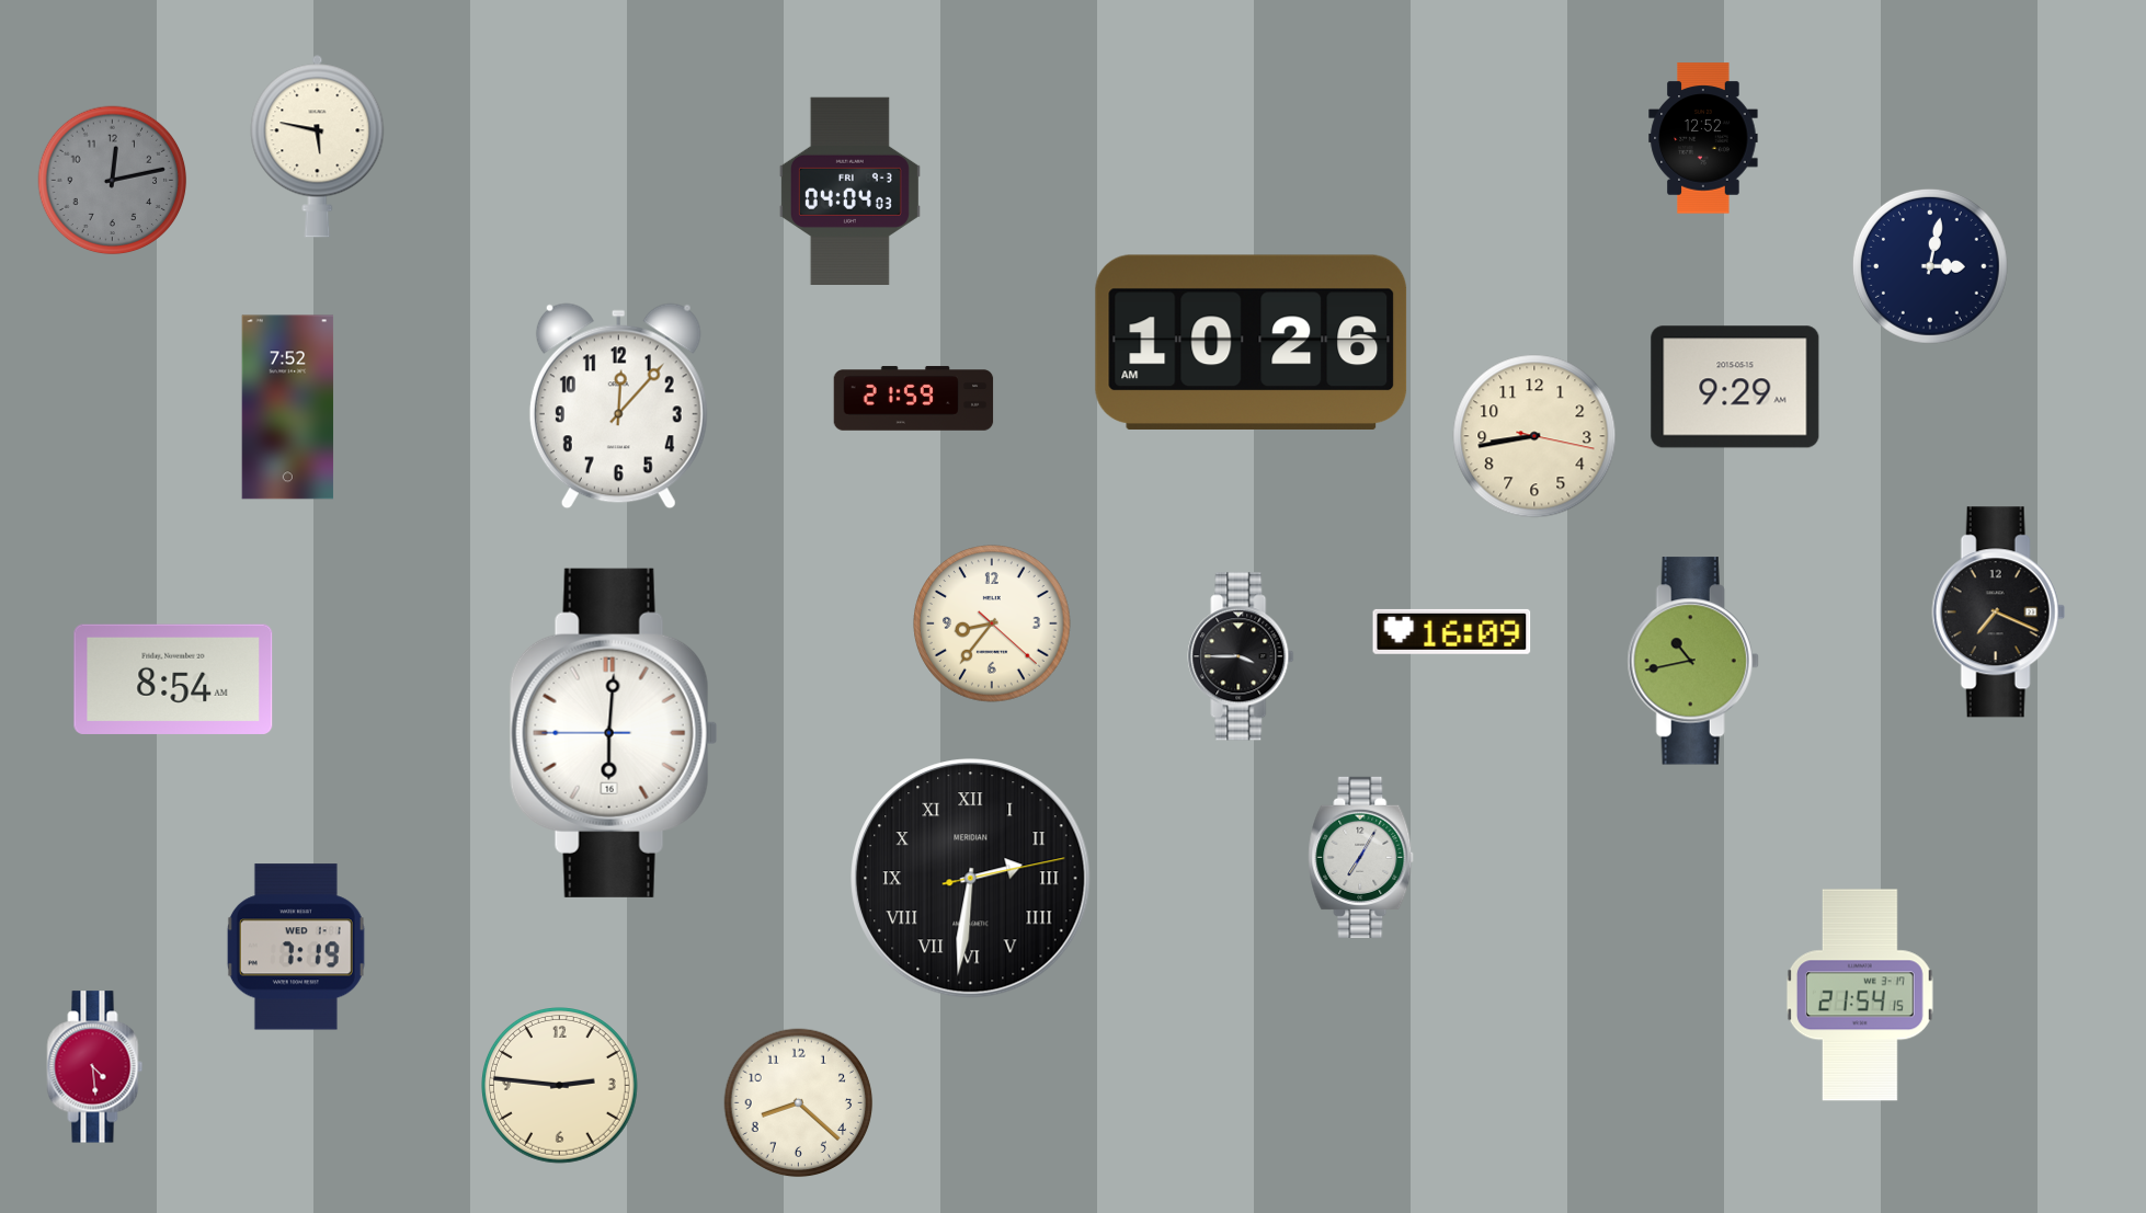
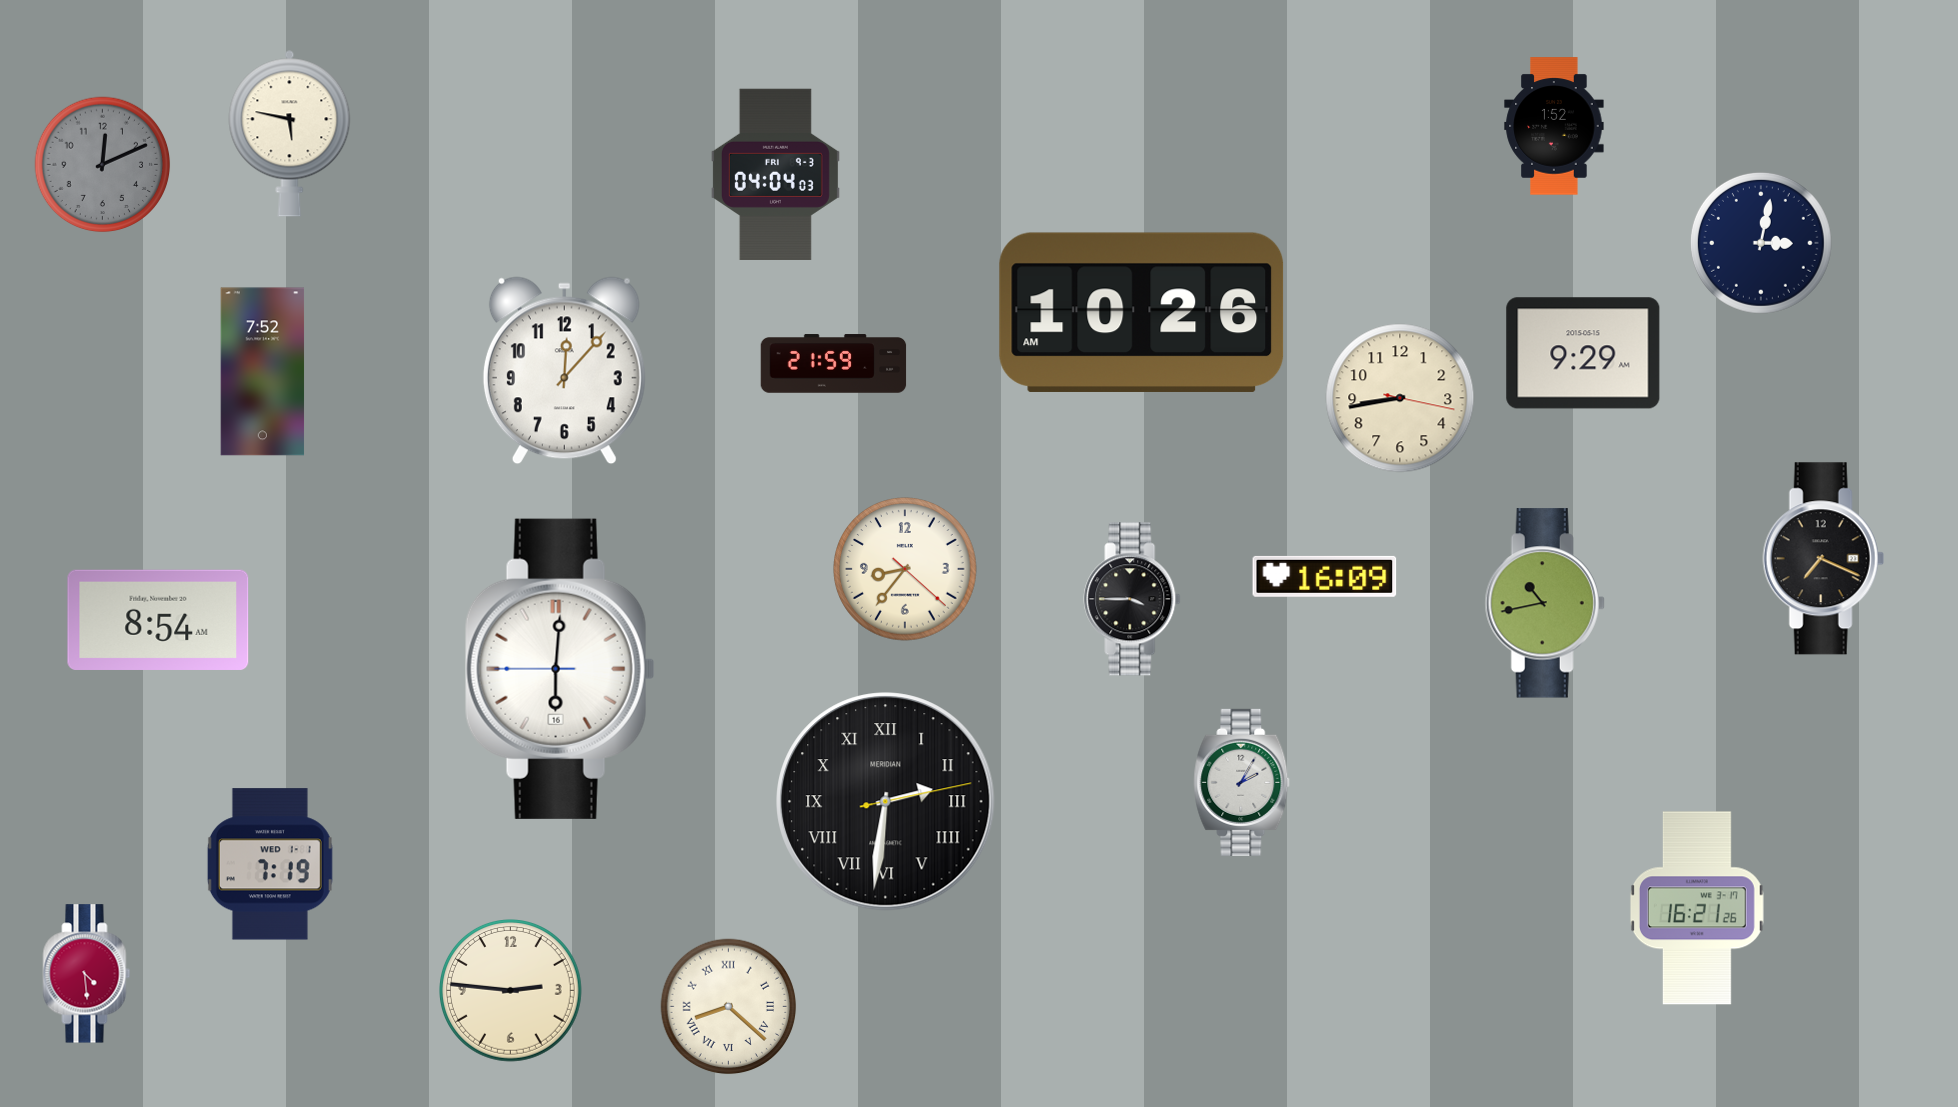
clock at (1703, 138): 12:52 -> 1:52
clock at (113, 181): 12:13 -> 12:11
clock at (1361, 857): 7:05 -> 2:05
clock at (1860, 995): 21:54 -> 16:21
clock at (799, 1103) numerals: Arabic -> Roman
